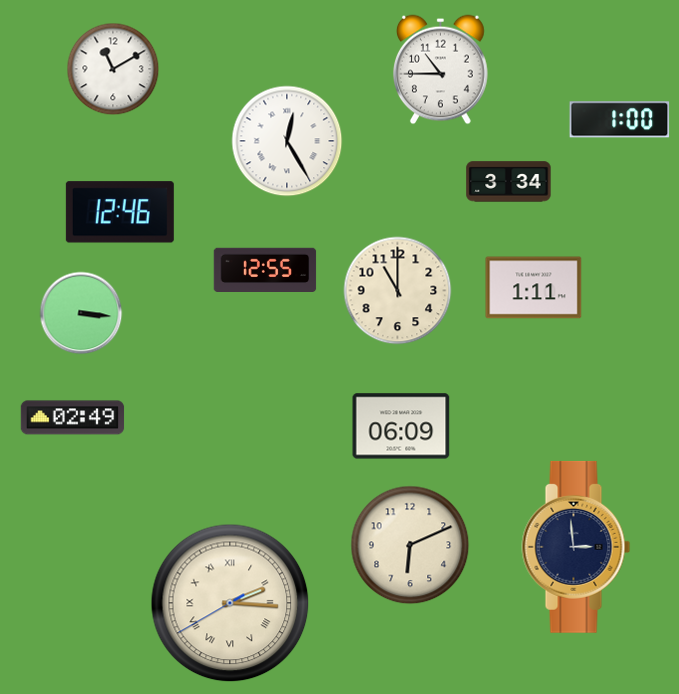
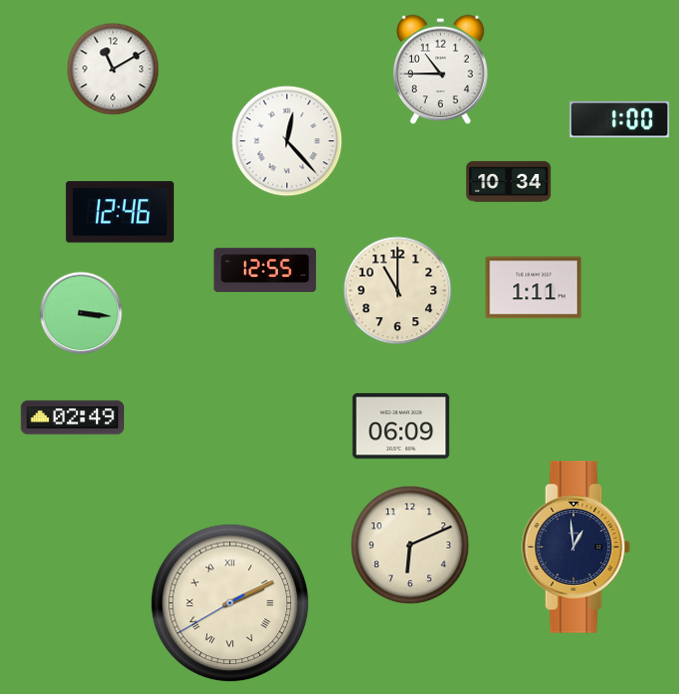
clock at (287, 141): 12:25 -> 12:23
clock at (509, 182): 3:34 -> 10:34
clock at (576, 547): 2:59 -> 12:59
clock at (230, 603): 2:15 -> 2:10
